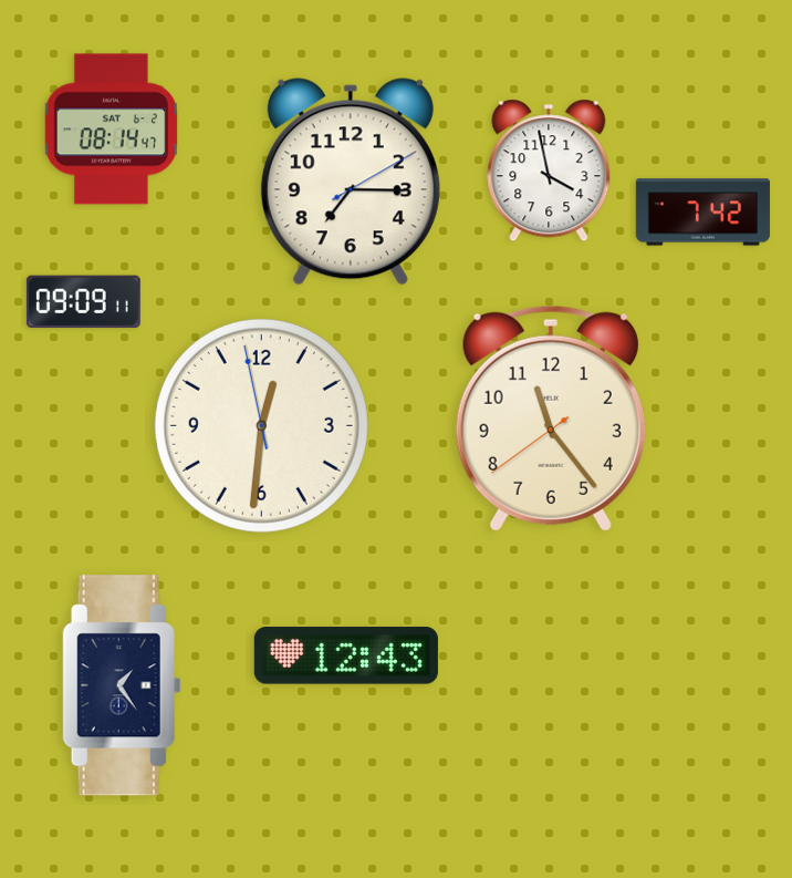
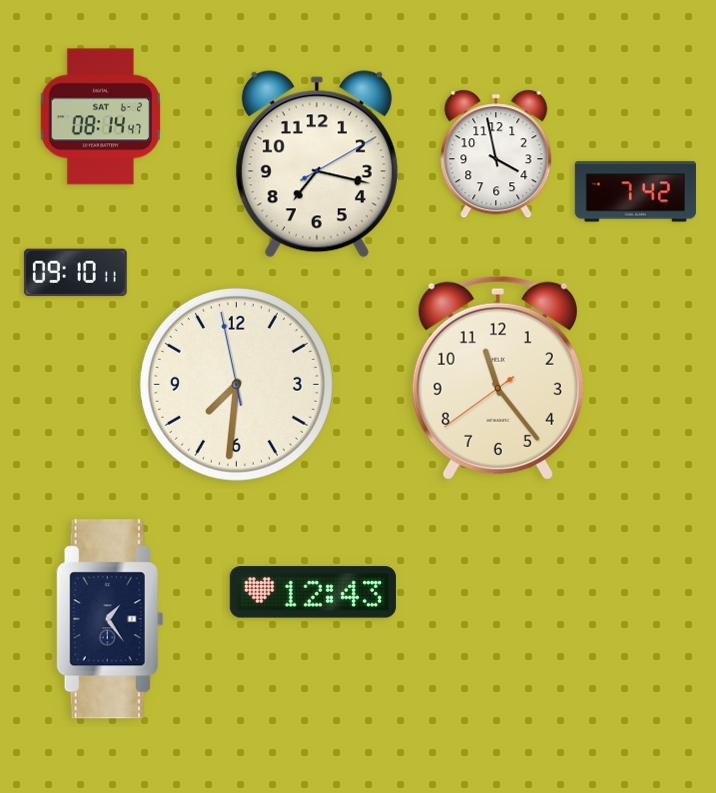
clock at (351, 182): 7:15 -> 7:17
clock at (83, 302): 09:09 -> 09:10
clock at (261, 425): 12:30 -> 7:30
